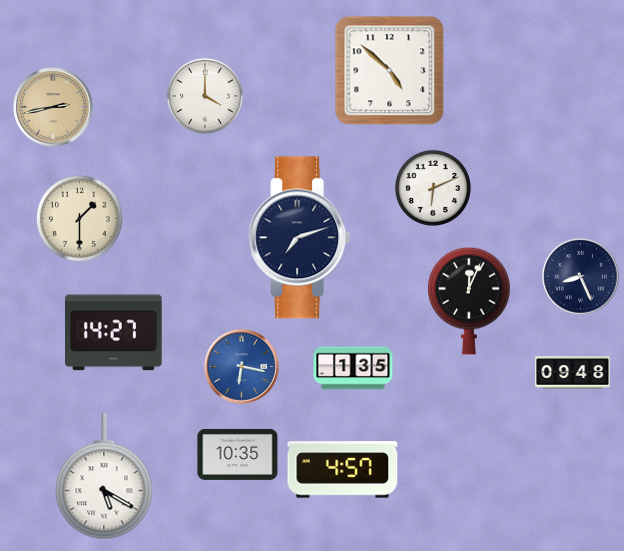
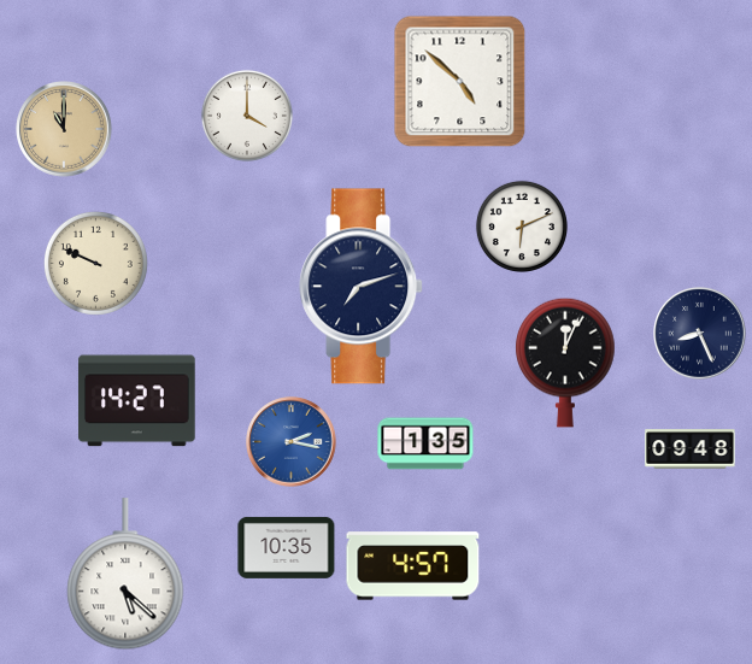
clock at (390, 71) position: (390, 71) -> (460, 82)
clock at (53, 107): 2:43 -> 11:00
clock at (79, 218): 1:30 -> 9:49
clock at (242, 367): 6:17 -> 2:17
clock at (104, 477): 5:20 -> 5:22
